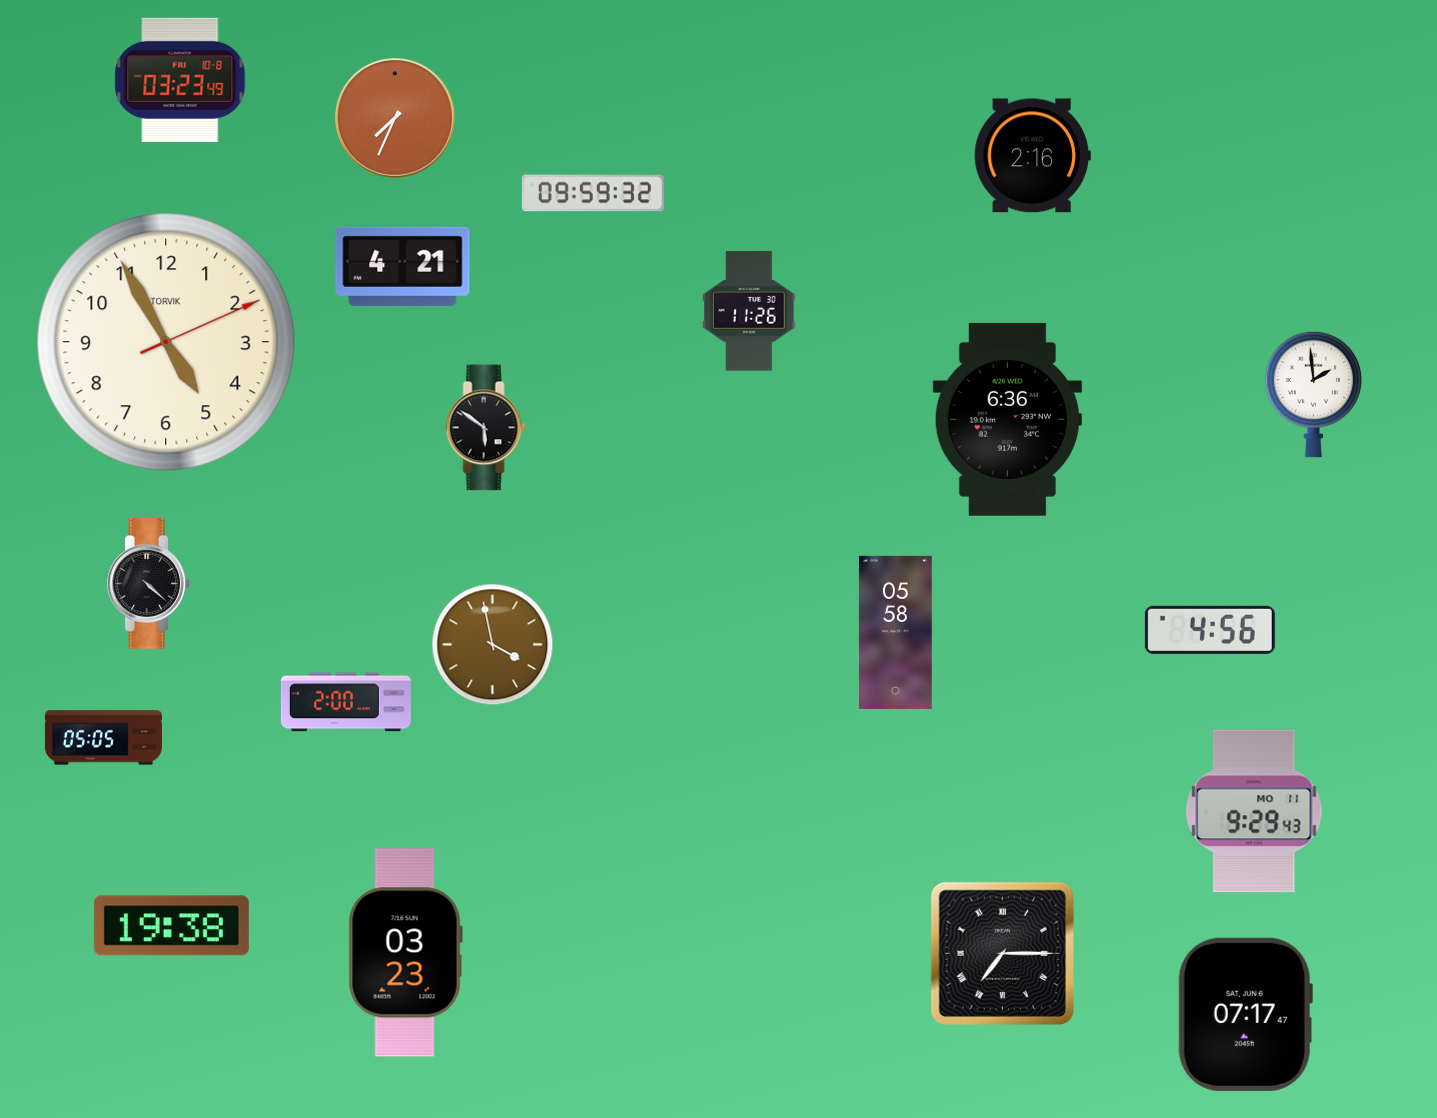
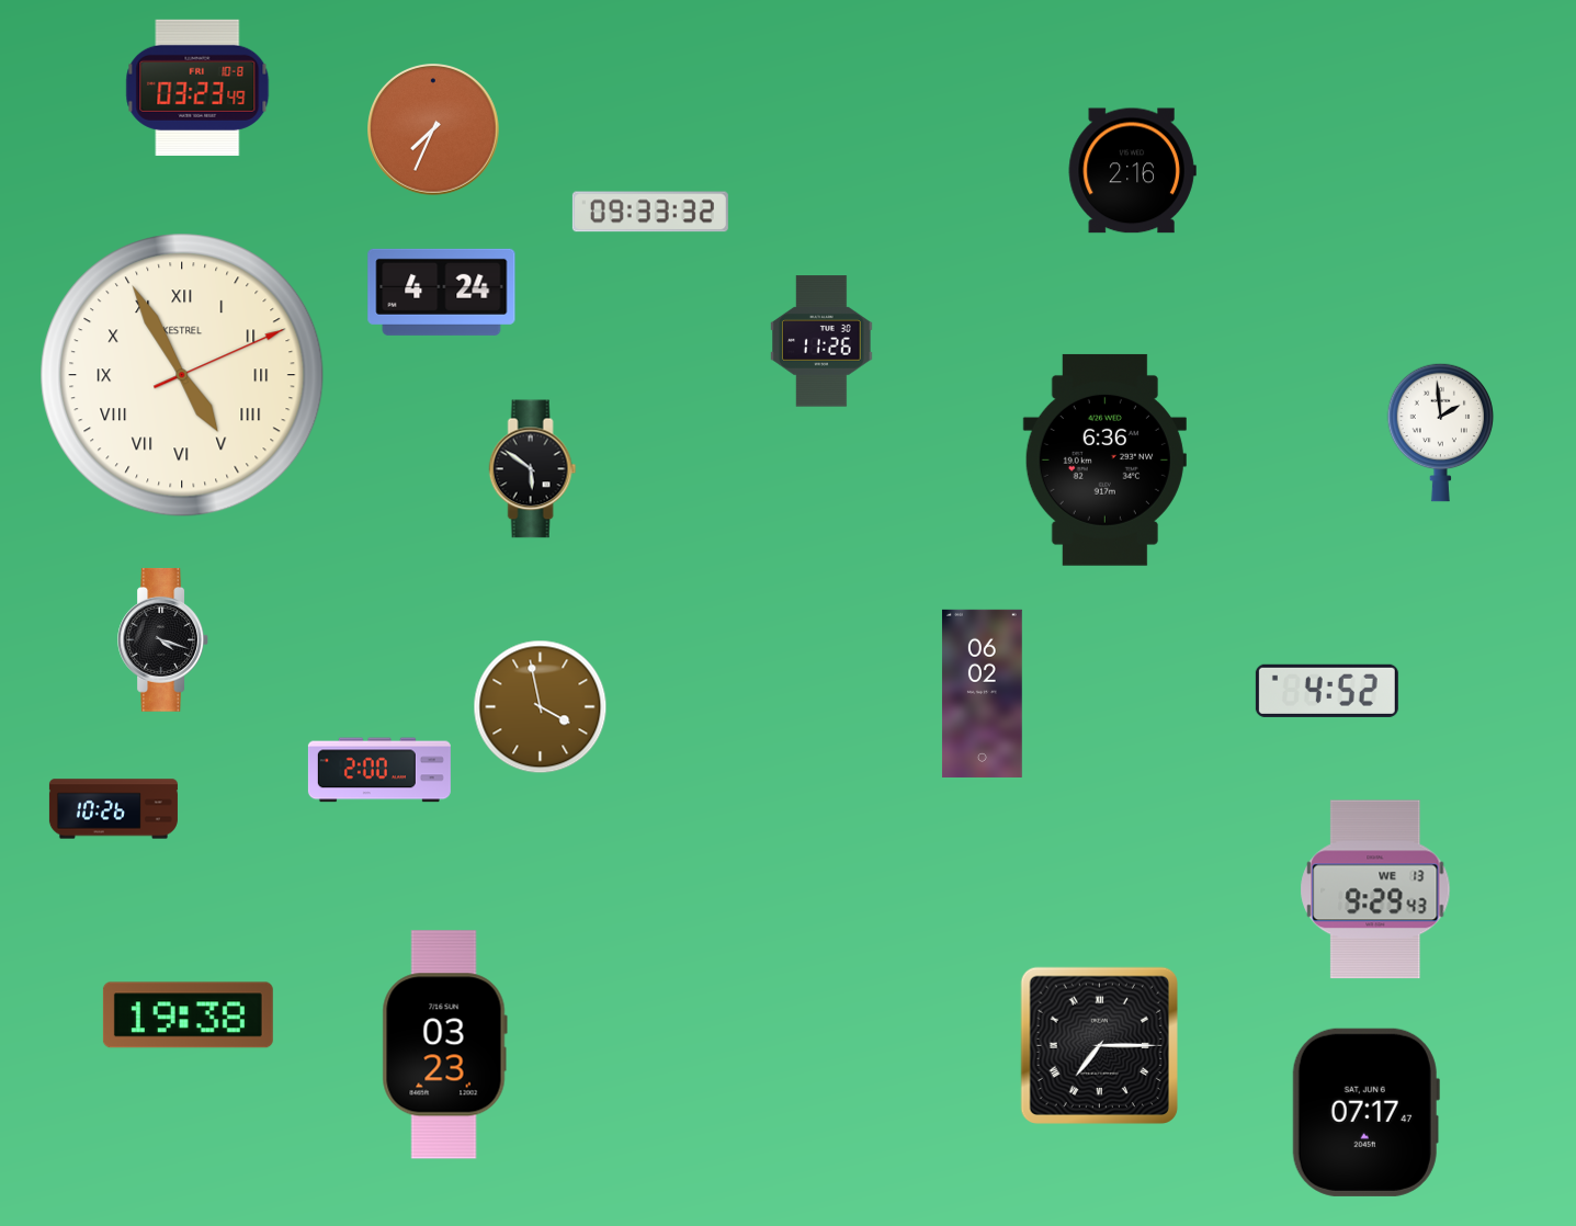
clock at (593, 193): 09:59 -> 09:33
clock at (403, 266): 4:21 -> 4:24
clock at (166, 342) numerals: Arabic -> Roman
clock at (166, 342) brand: TORVIK -> KESTREL
clock at (148, 583): 4:22 -> 4:18
clock at (1210, 630): 4:56 -> 4:52
clock at (895, 632): 05:58 -> 06:02
clock at (103, 738): 05:05 -> 10:26
clock at (1254, 811) date: MO 11 -> WE 13
